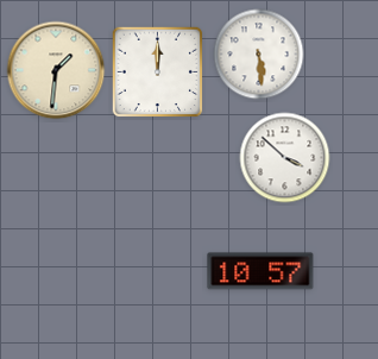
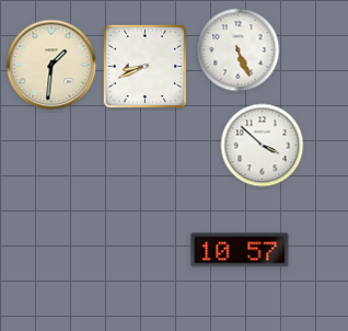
clock at (259, 55): 5:29 -> 5:26
clock at (158, 73): 12:00 -> 8:41
